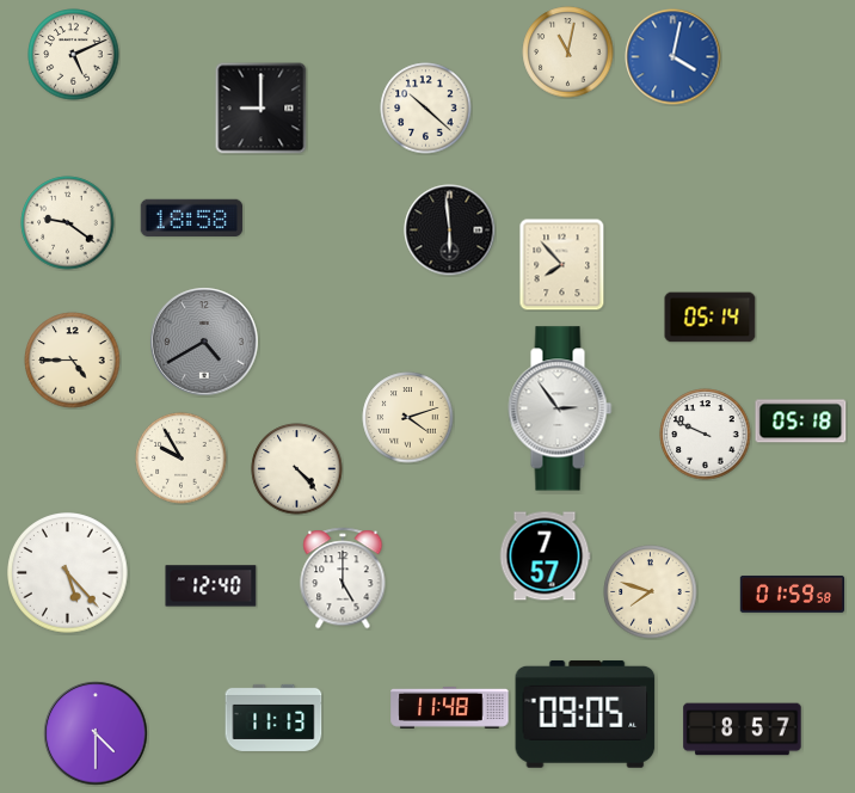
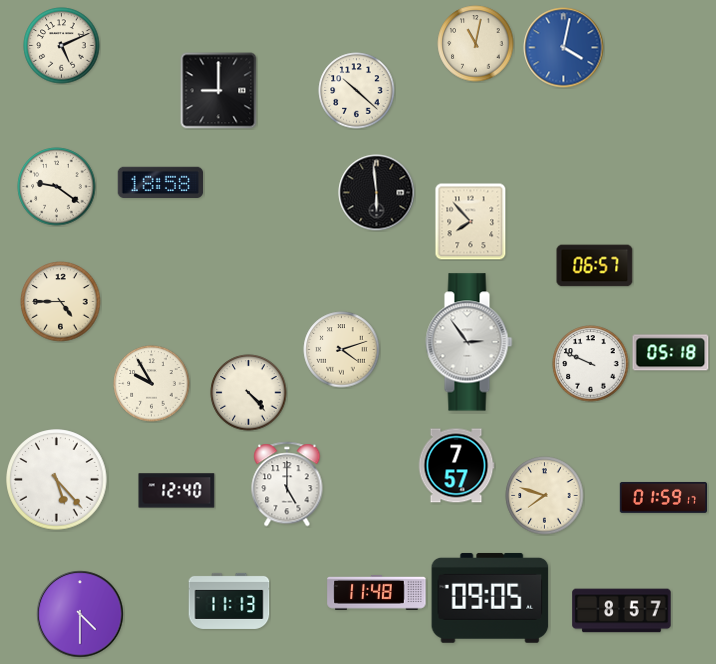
clock at (711, 318): 05:14 -> 06:57
clock at (204, 342): 4:40 -> none
clock at (792, 595): 01:59:58 -> 01:59:17
